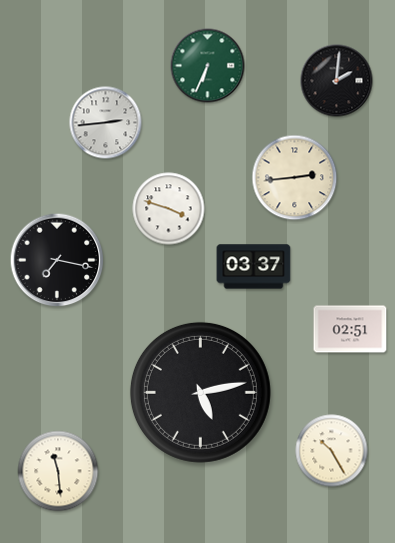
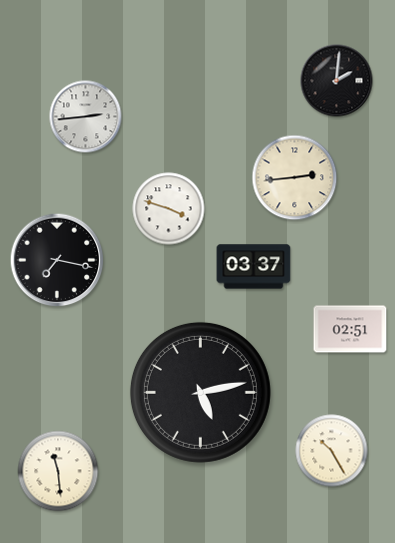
clock at (208, 66): 6:34 -> none
clock at (106, 123) position: (106, 123) -> (86, 117)
